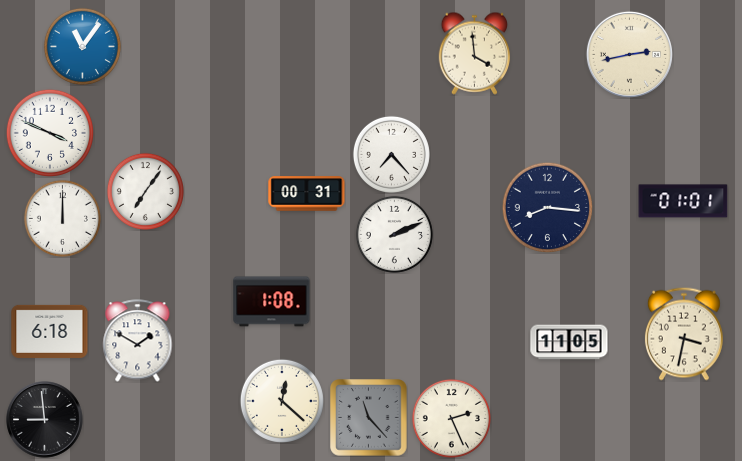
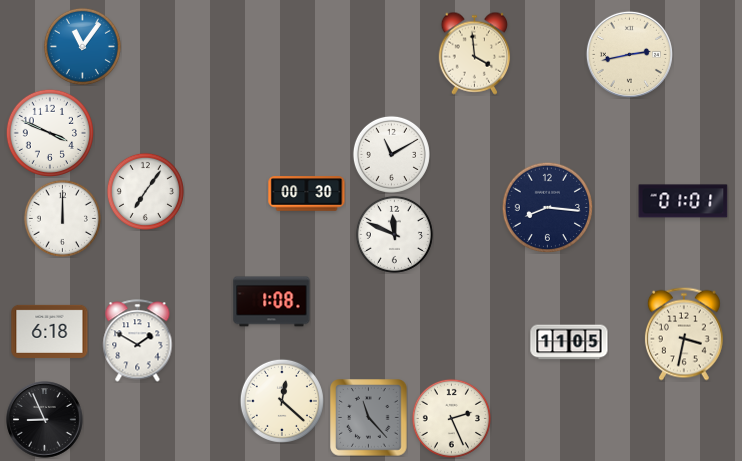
clock at (391, 154): 7:23 -> 11:10
clock at (307, 194): 00:31 -> 00:30
clock at (394, 234): 2:11 -> 11:49
clock at (45, 420): 8:59 -> 8:56
